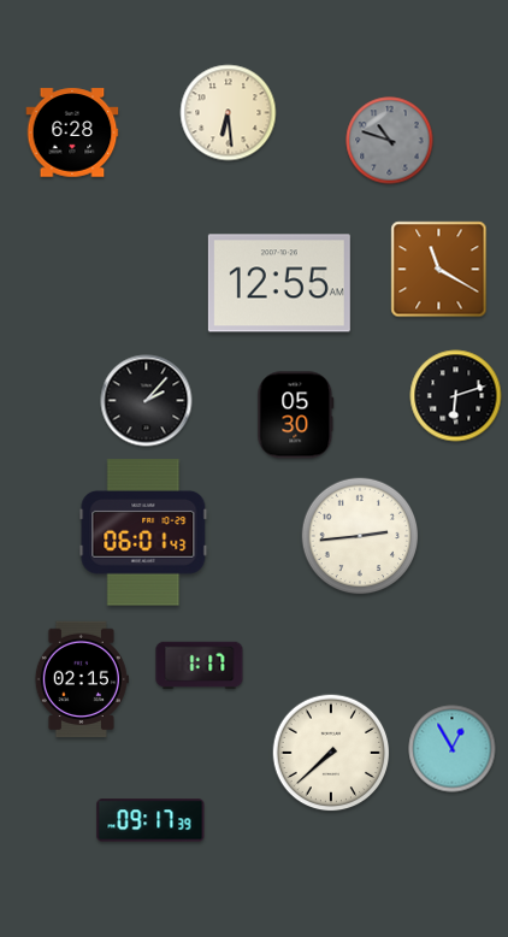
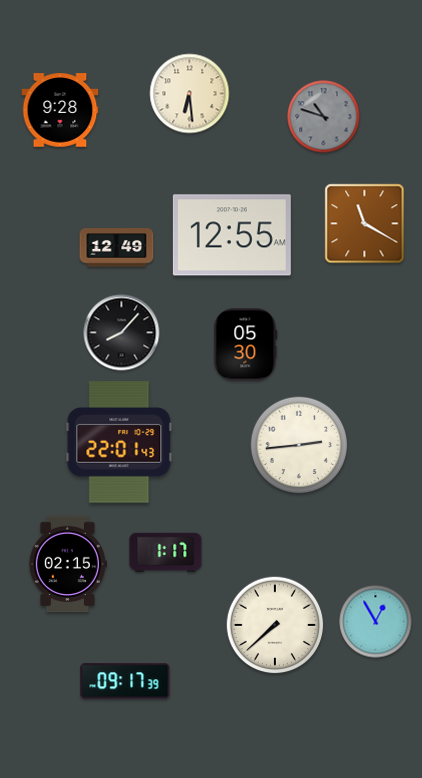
clock at (72, 132): 6:28 -> 9:28
clock at (117, 248): none -> 12:49
clock at (456, 396): 6:12 -> none
clock at (147, 401): 2:07 -> 8:07
clock at (143, 532): 06:01 -> 22:01
